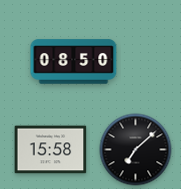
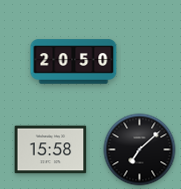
clock at (74, 62): 08:50 -> 20:50
clock at (136, 150) position: (136, 150) -> (140, 150)
